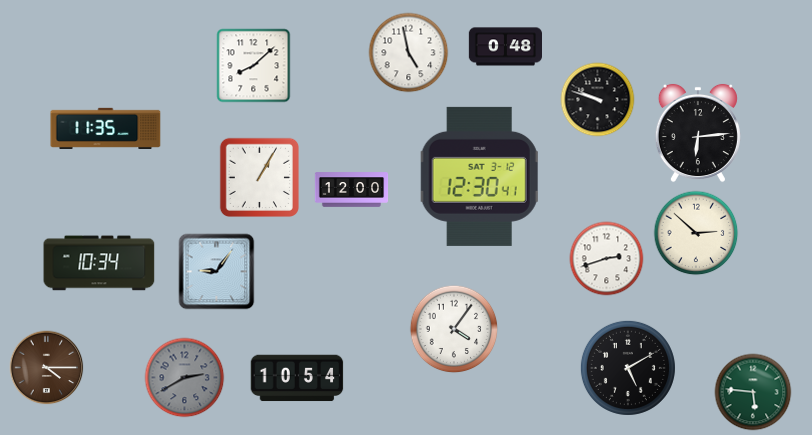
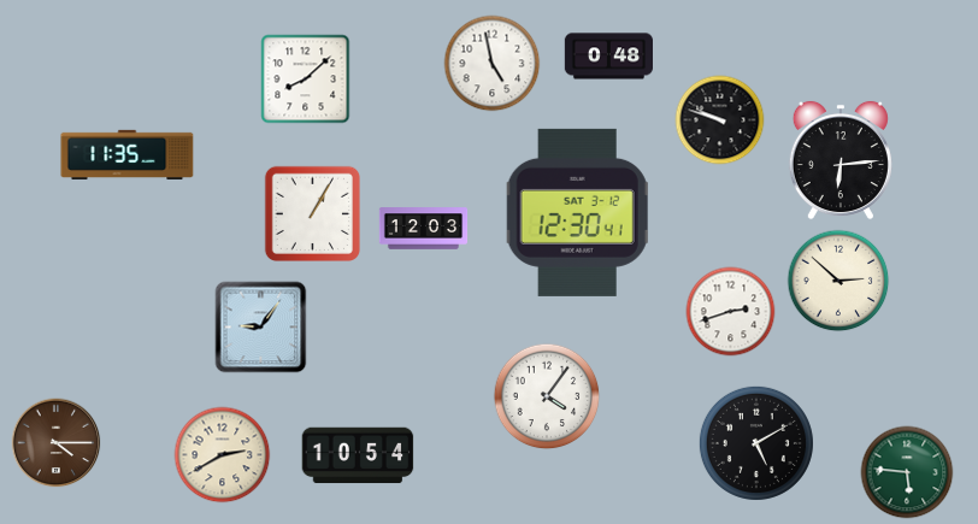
clock at (352, 190): 12:00 -> 12:03
clock at (99, 263): 10:34 -> none
clock at (185, 378) dial: grey -> cream
